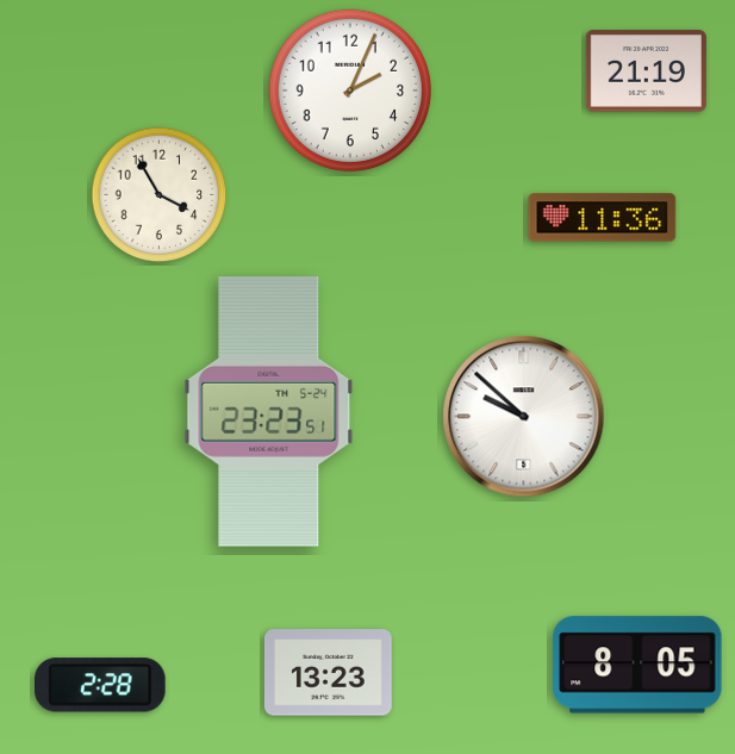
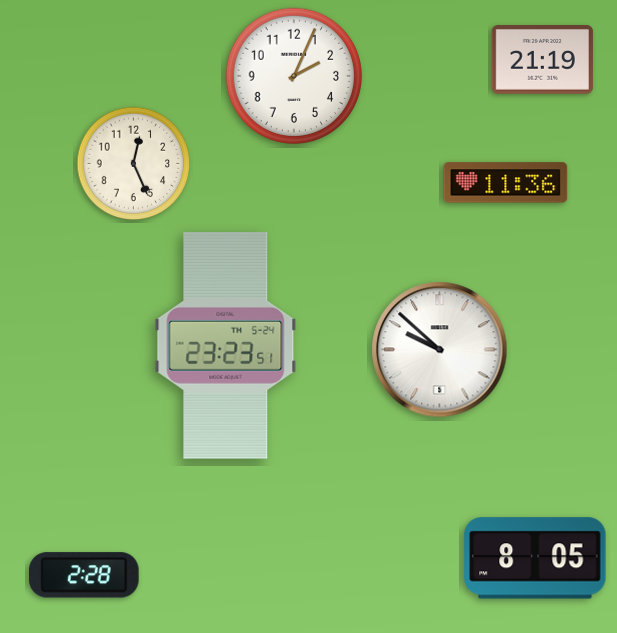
clock at (160, 195): 3:55 -> 12:26
clock at (328, 673): 13:23 -> none
